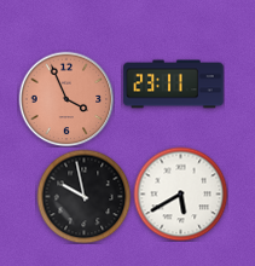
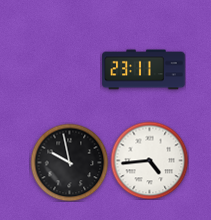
clock at (66, 99): 3:56 -> none
clock at (180, 193): 5:40 -> 4:44
